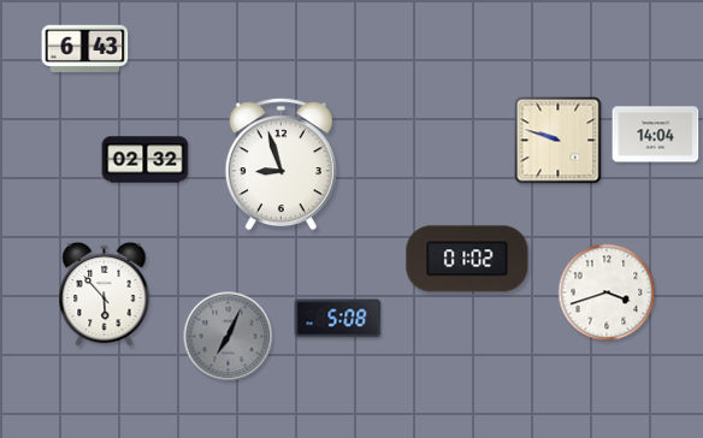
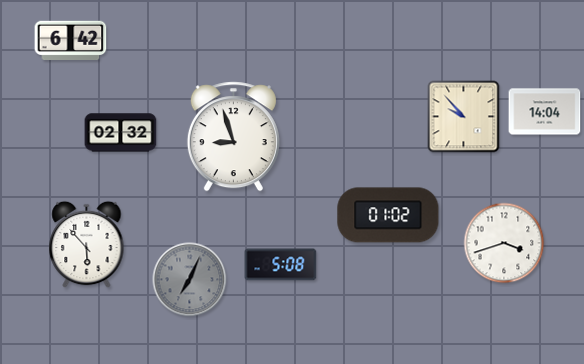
clock at (85, 49): 6:43 -> 6:42
clock at (559, 141): 9:48 -> 9:53
